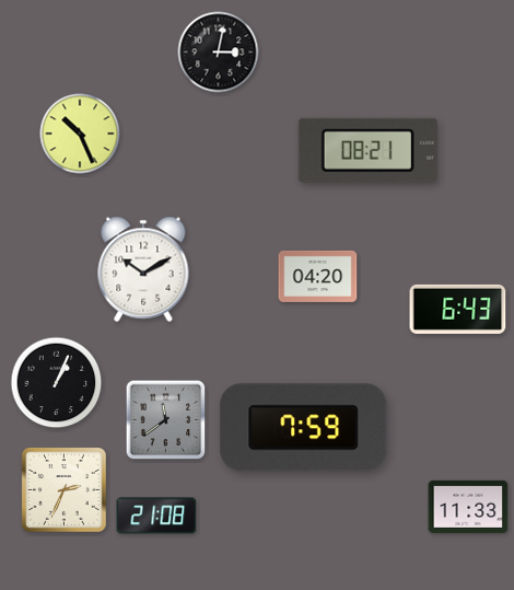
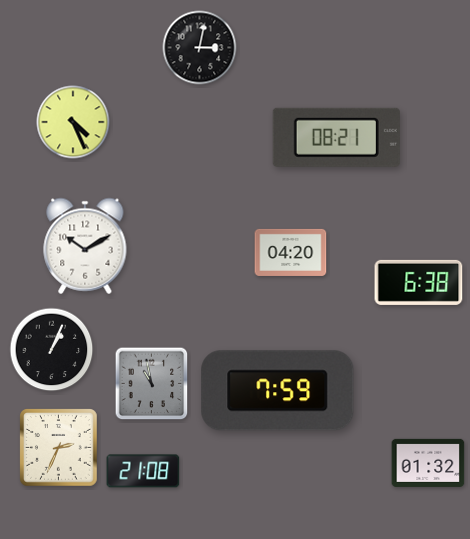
clock at (80, 134): 10:26 -> 4:26
clock at (143, 269) position: (143, 269) -> (85, 246)
clock at (458, 309): 6:43 -> 6:38
clock at (166, 420): 11:39 -> 10:58
clock at (468, 507): 11:33 -> 01:32
